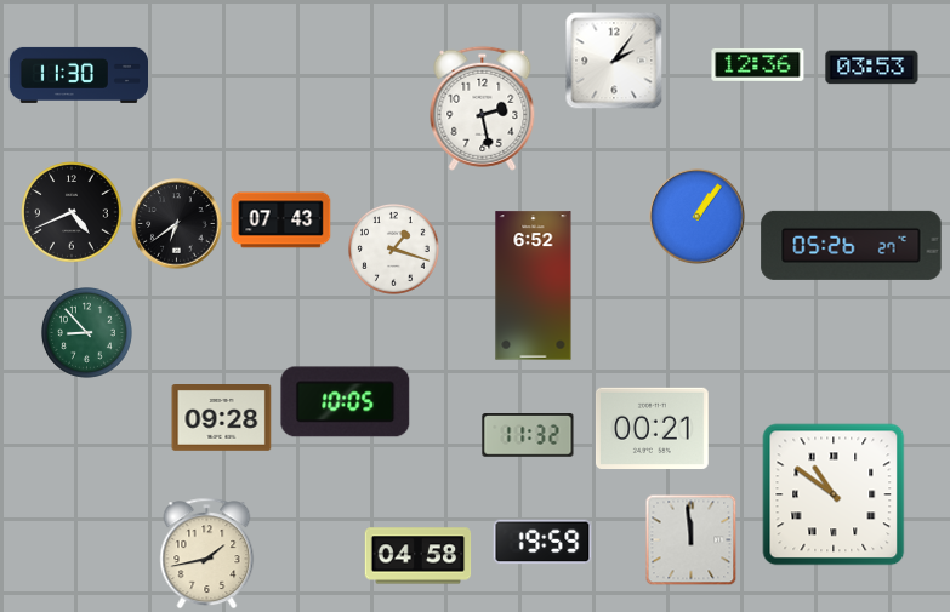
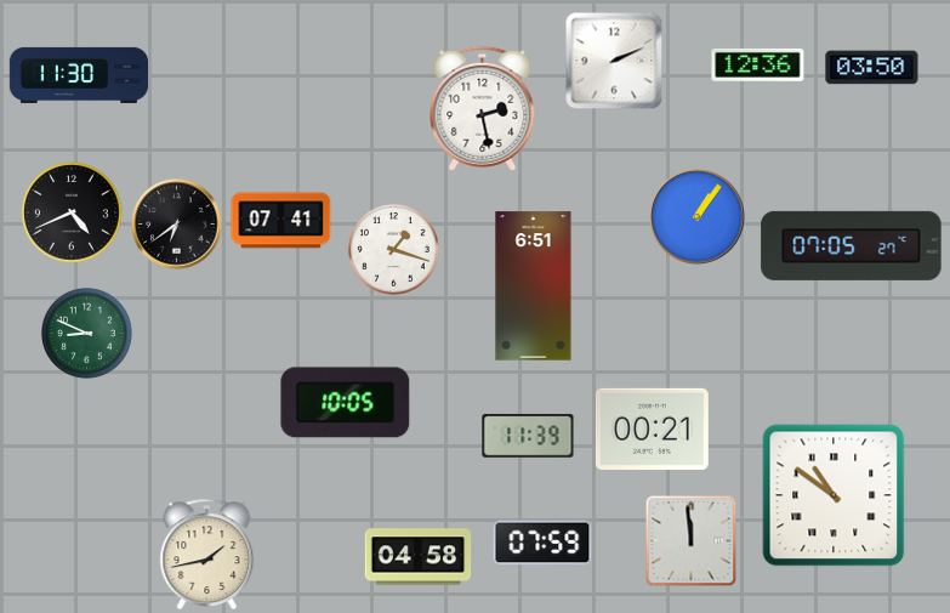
clock at (614, 61): 2:06 -> 2:11
clock at (872, 68): 03:53 -> 03:50
clock at (281, 221): 07:43 -> 07:41
clock at (852, 245): 05:26 -> 07:05
clock at (534, 286): 6:52 -> 6:51
clock at (87, 333): 8:53 -> 8:49
clock at (222, 418): 09:28 -> none
clock at (528, 435): 11:32 -> 11:39
clock at (542, 542): 19:59 -> 07:59
